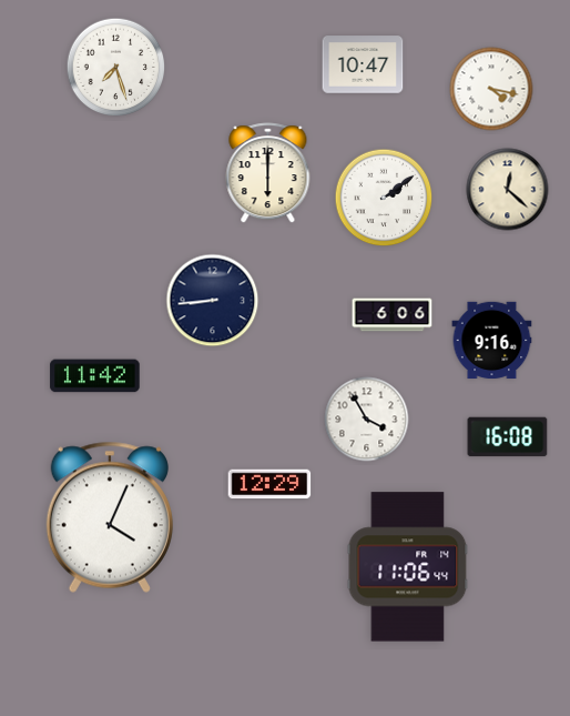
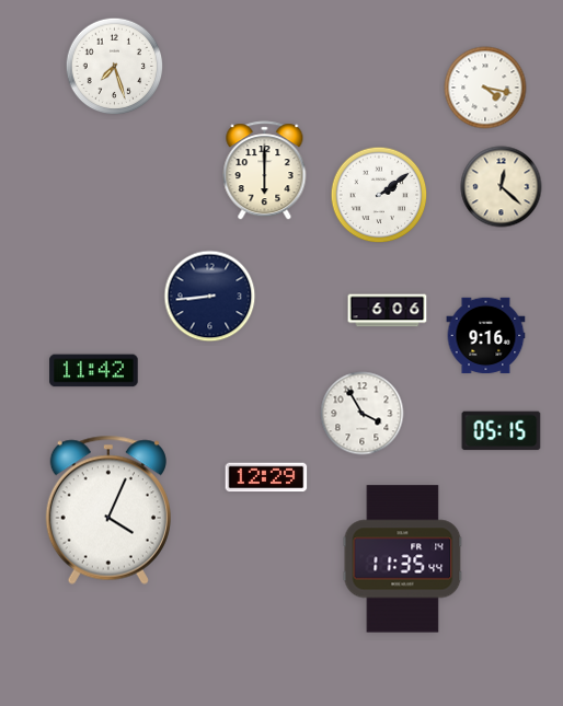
clock at (363, 64): 10:47 -> none
clock at (508, 437): 16:08 -> 05:15
clock at (408, 567): 11:06 -> 11:35
